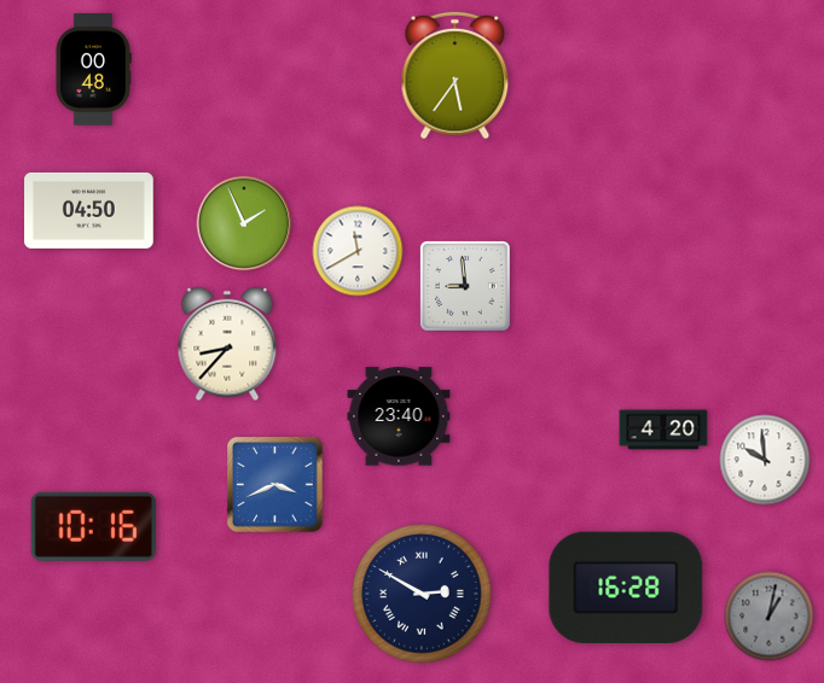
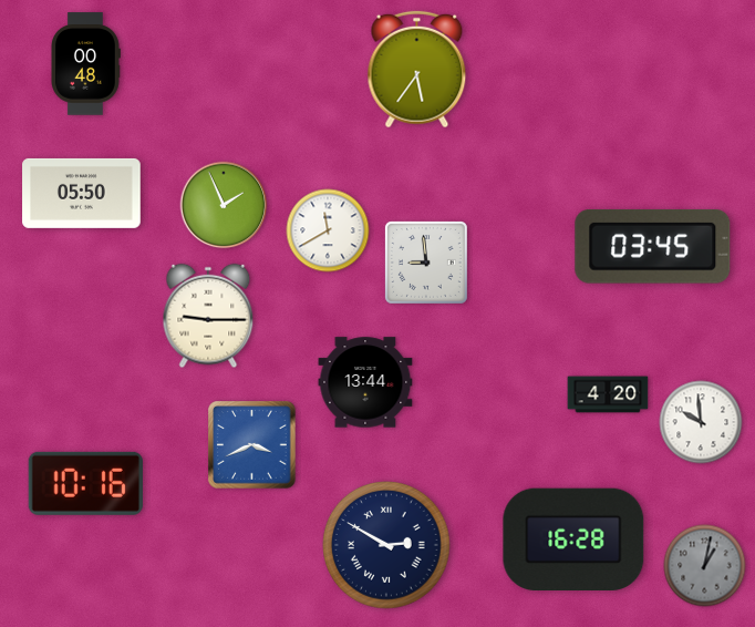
clock at (89, 210): 04:50 -> 05:50
clock at (653, 246): none -> 03:45
clock at (227, 344): 8:37 -> 9:15
clock at (399, 416): 23:40 -> 13:44
